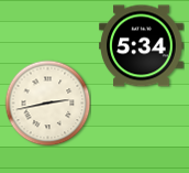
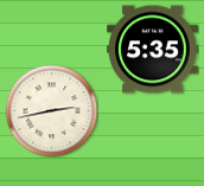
clock at (142, 46): 5:34 -> 5:35
